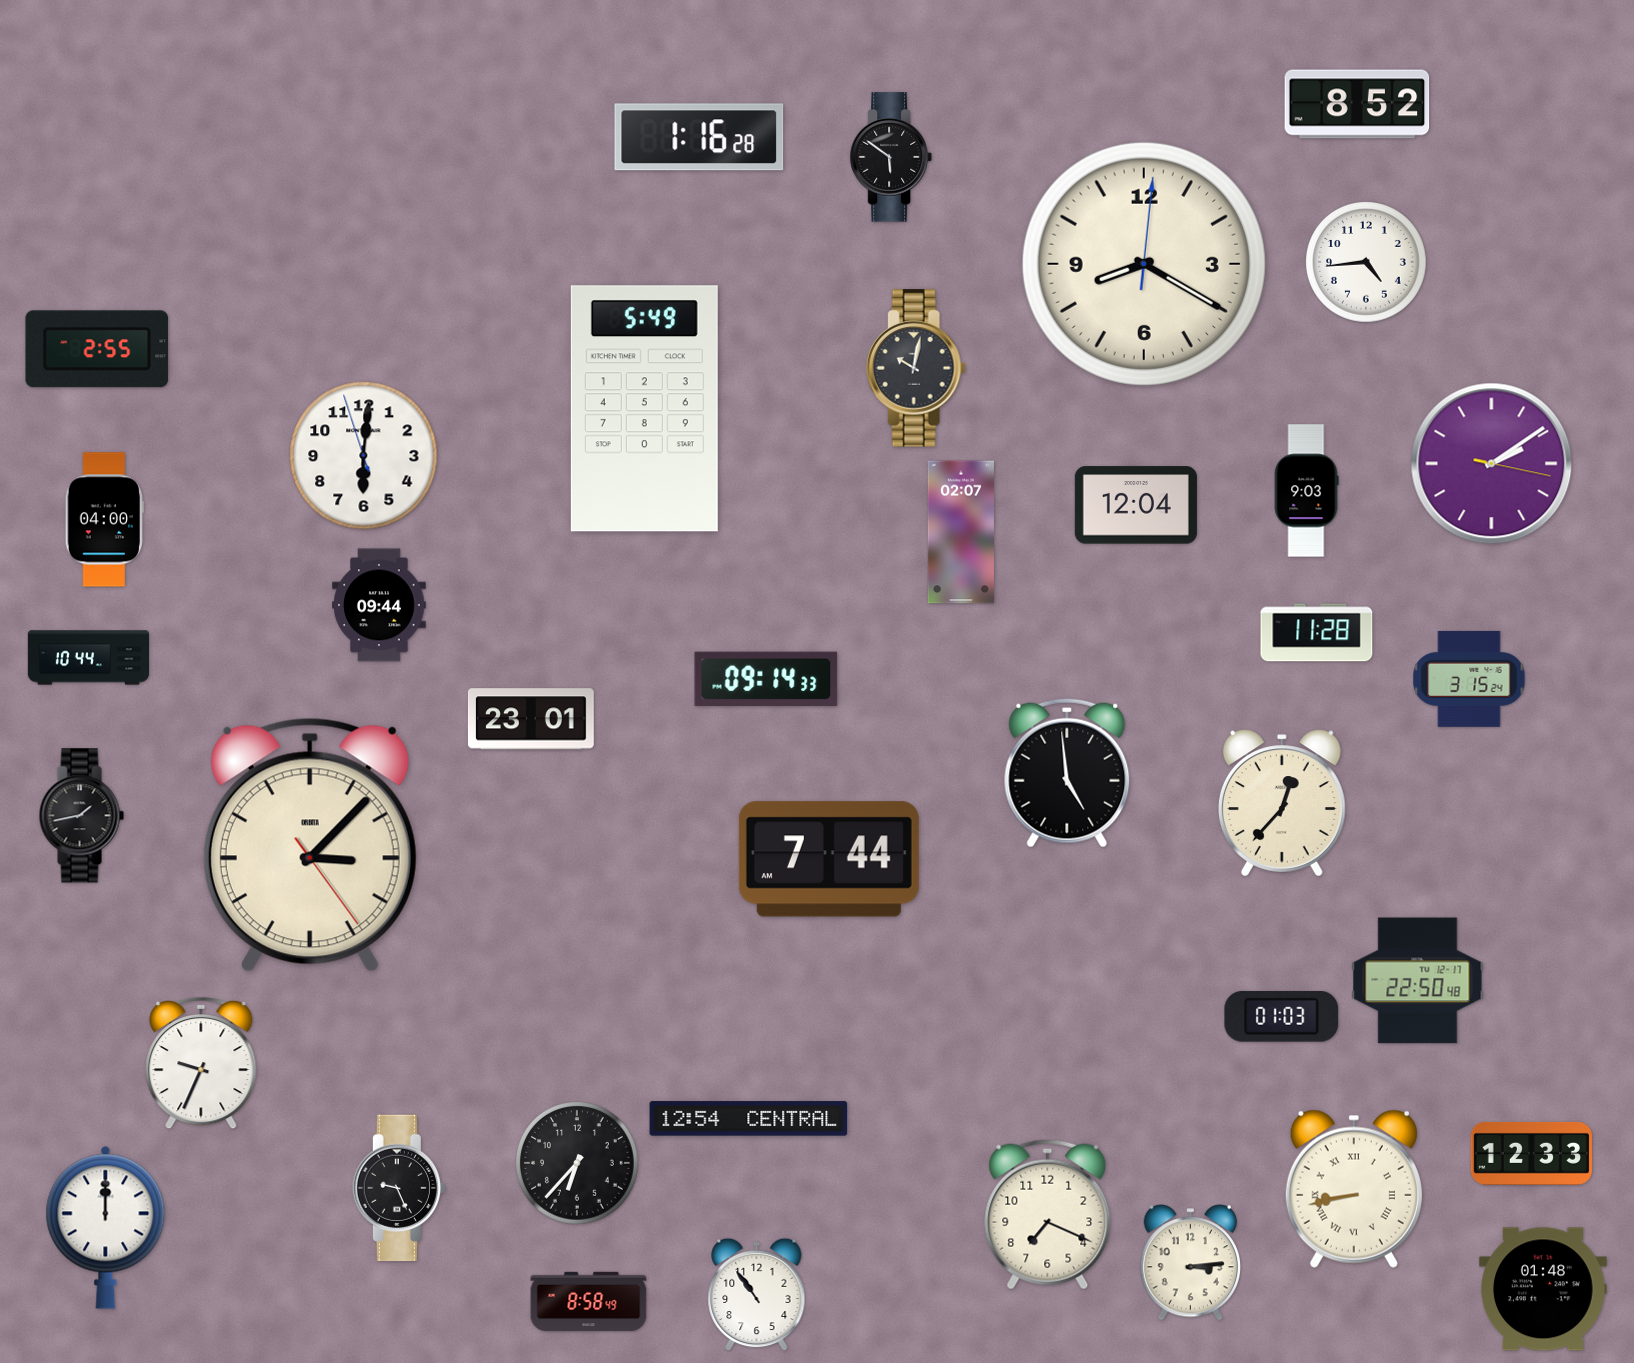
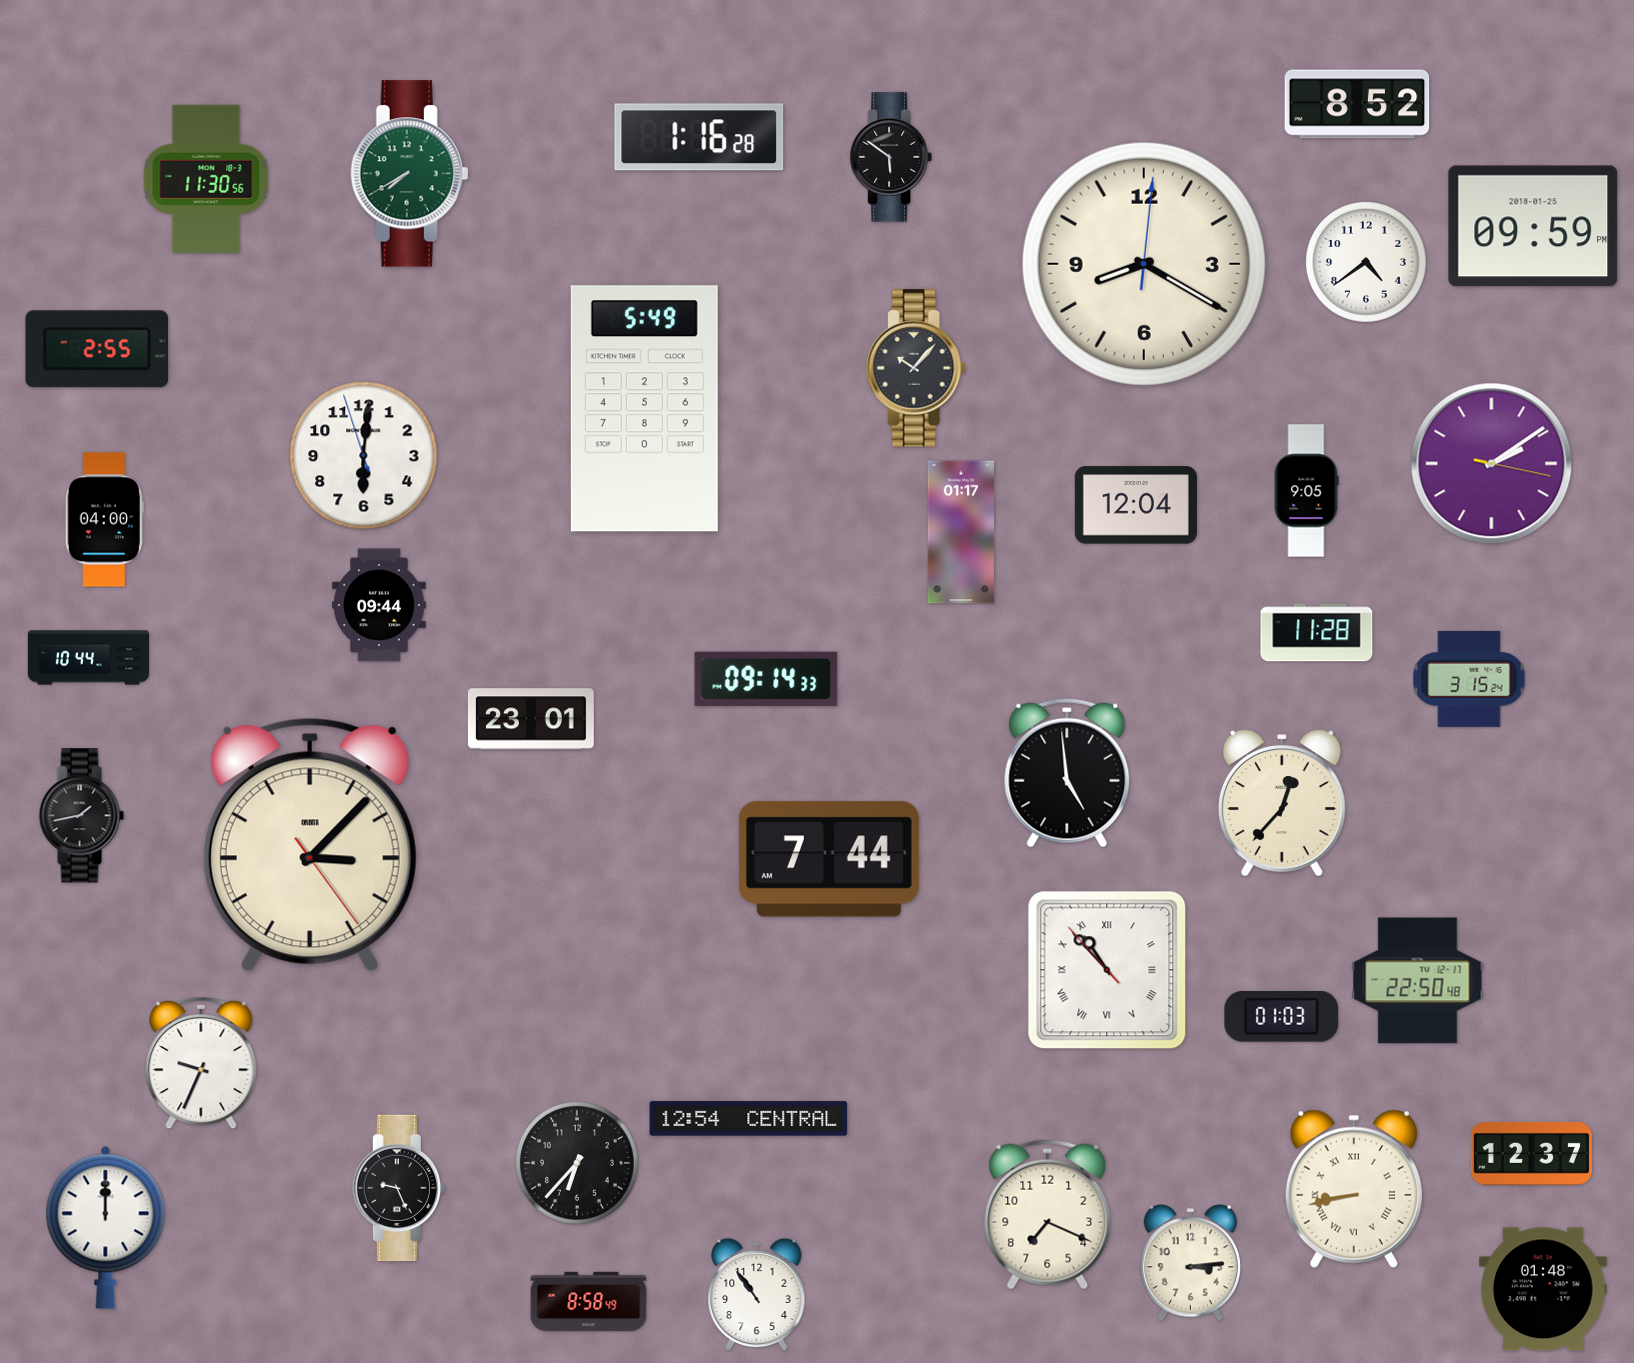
clock at (410, 174): none -> 7:40
clock at (206, 179): none -> 11:30
clock at (1533, 226): none -> 09:59
clock at (1367, 263): 4:44 -> 4:39
clock at (916, 368): 10:02 -> 10:07
clock at (1306, 491): 9:03 -> 9:05
clock at (961, 532): 02:07 -> 01:17
clock at (1107, 970): none -> 10:52
clock at (1531, 1153): 12:33 -> 12:37
